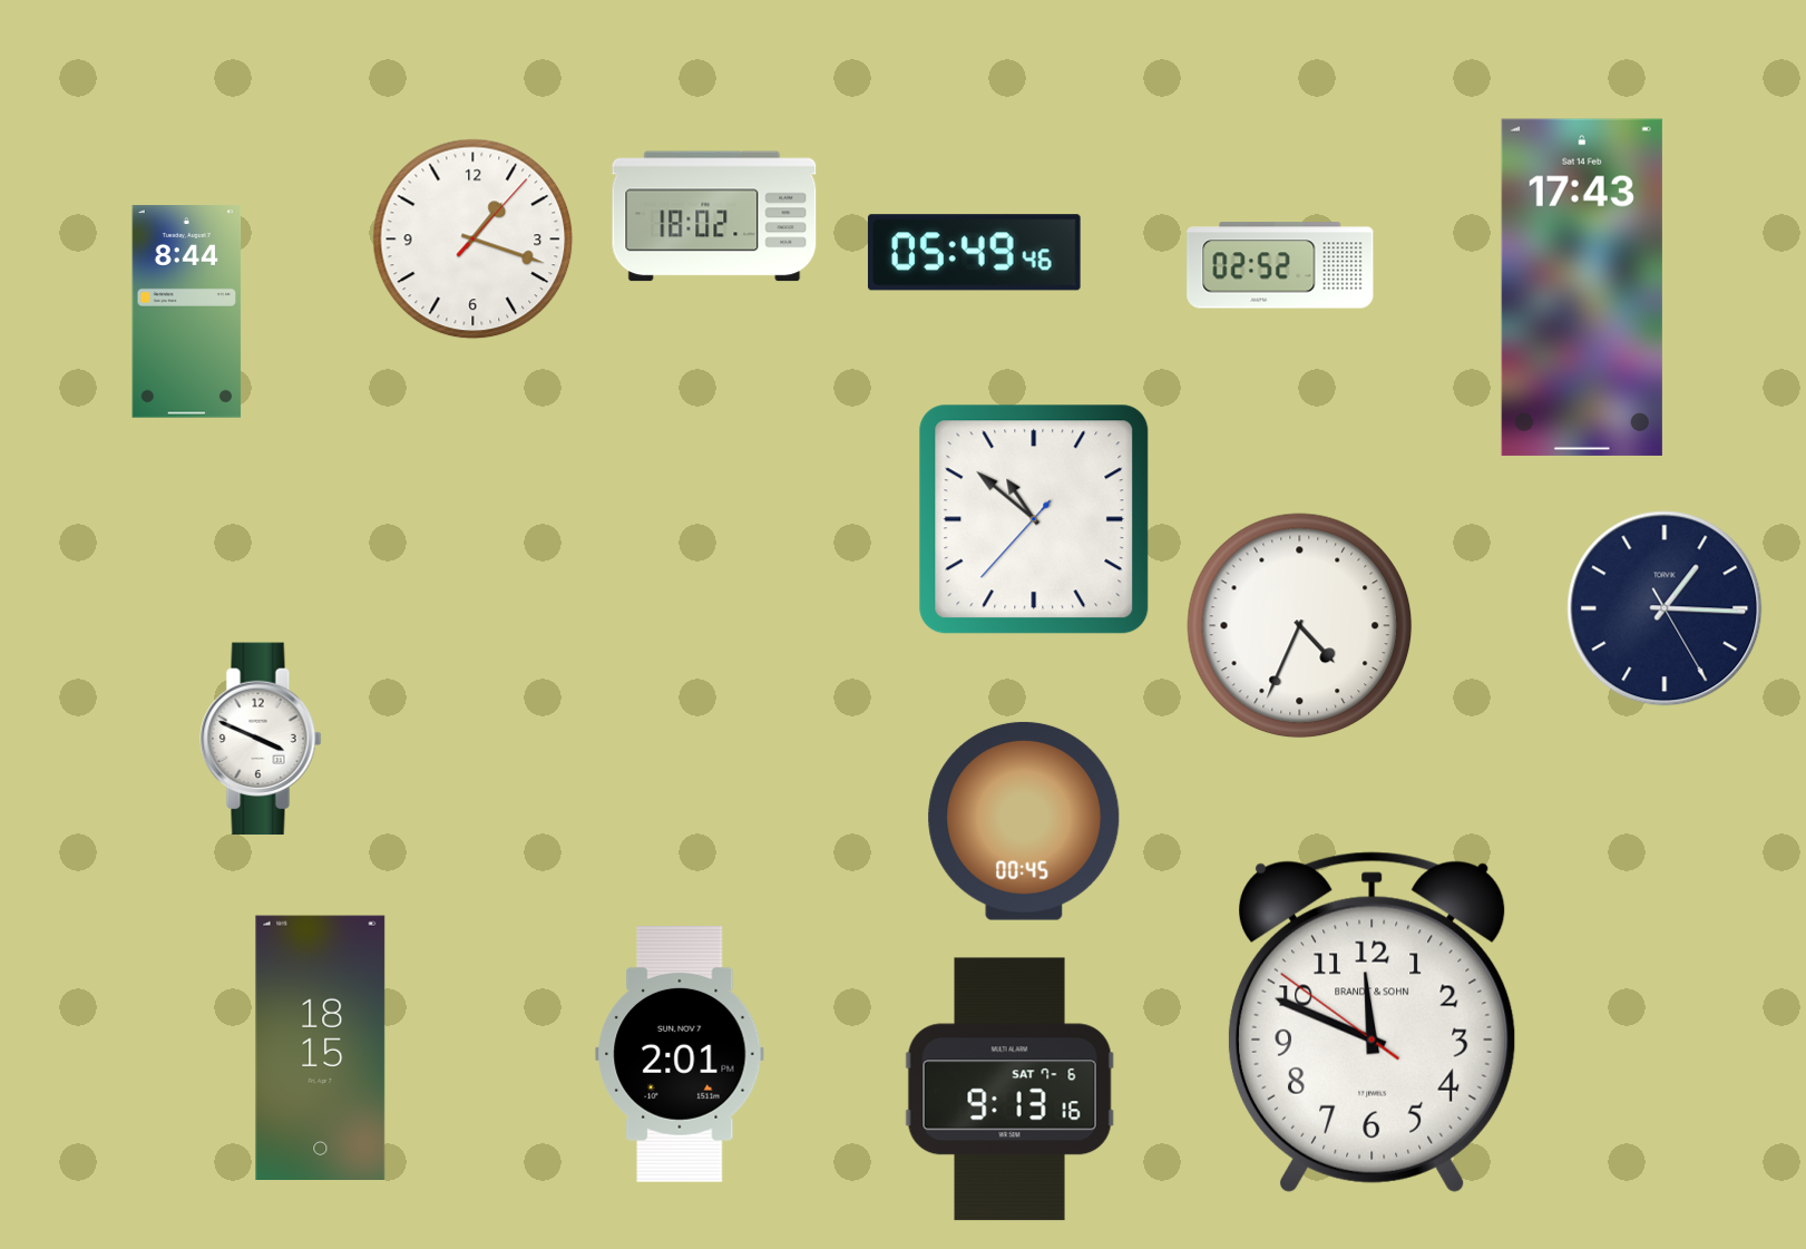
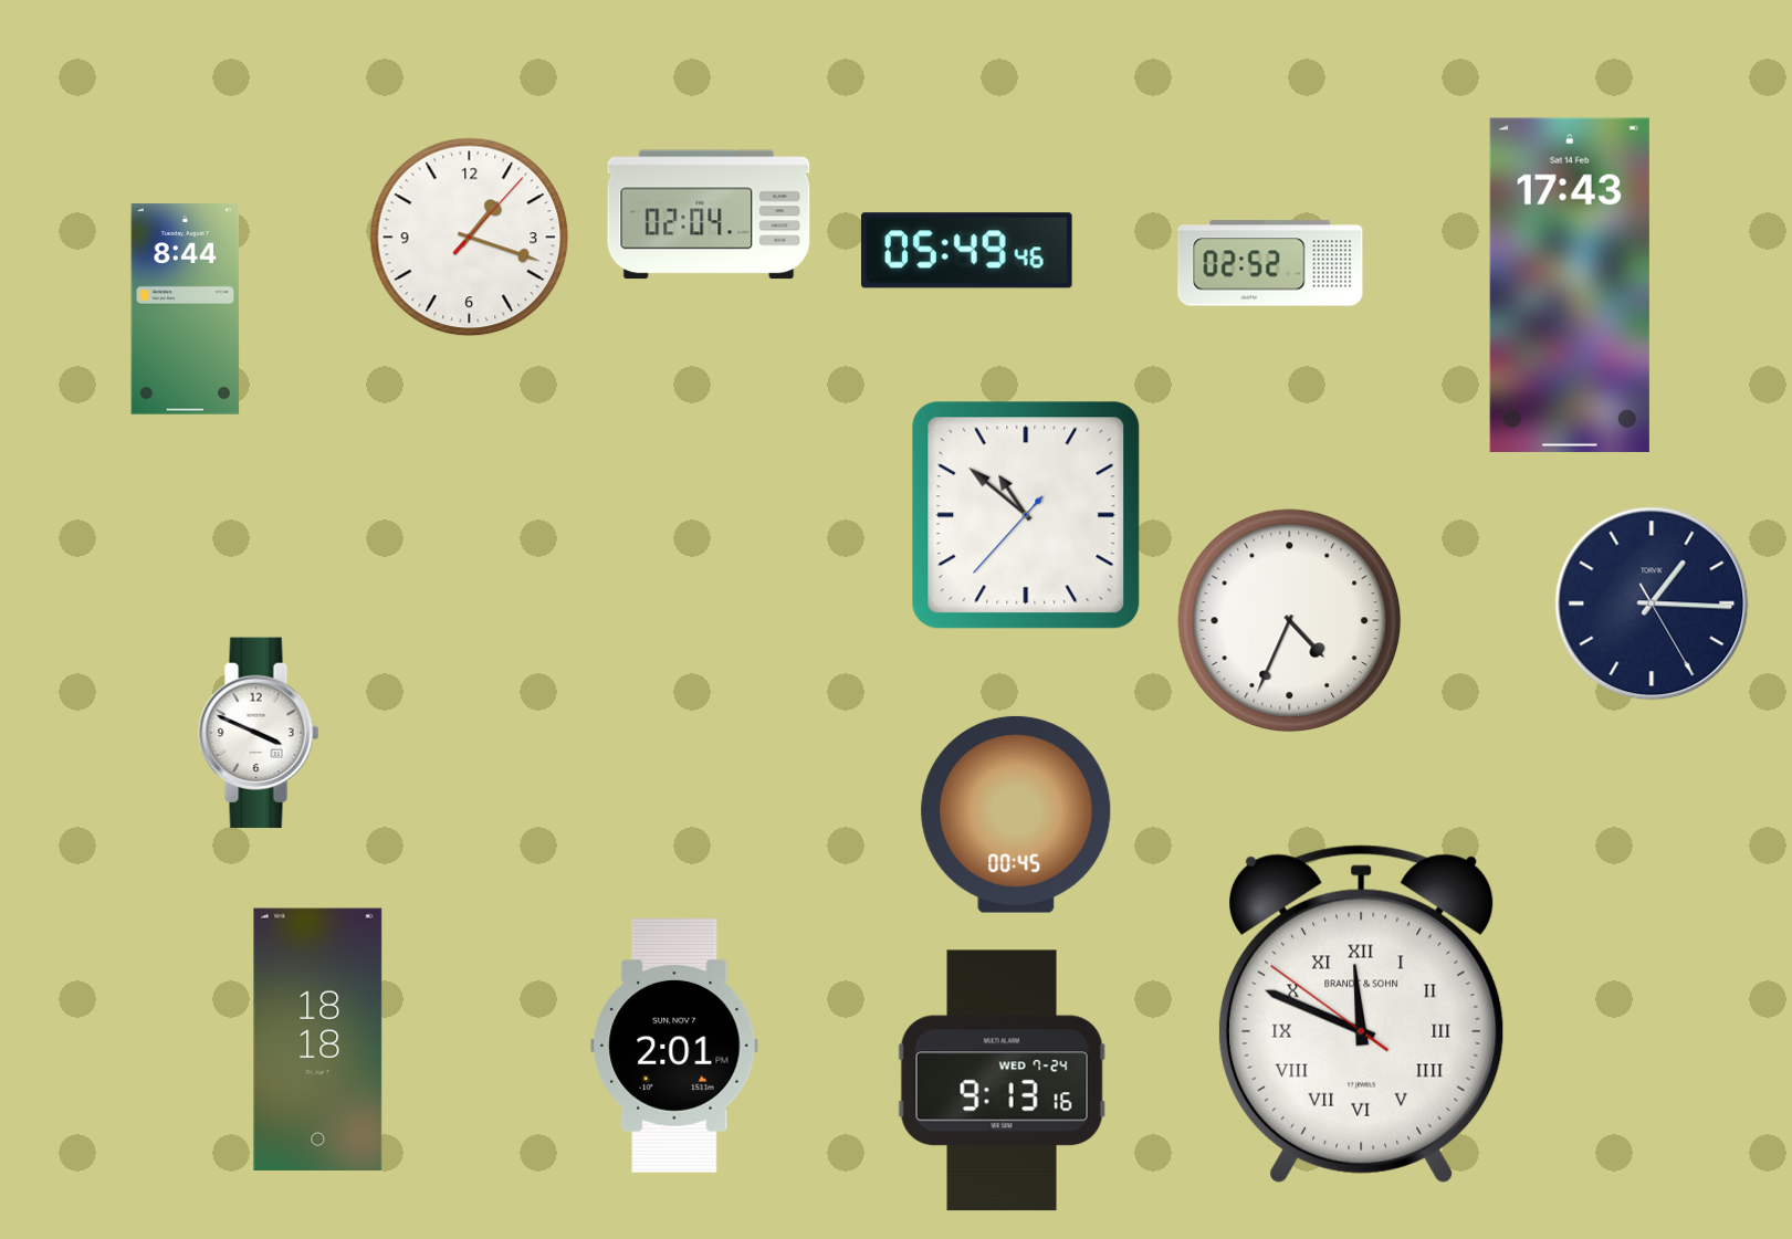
clock at (714, 216): 18:02 -> 02:04
clock at (1371, 1022) numerals: Arabic -> Roman
clock at (321, 1047): 18:15 -> 18:18
clock at (1009, 1090) date: SAT 7-6 -> WED 7-24
